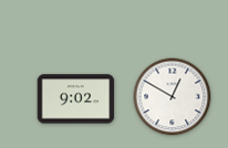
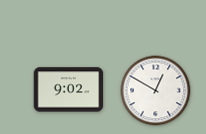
clock at (173, 97) position: (173, 97) -> (156, 91)
